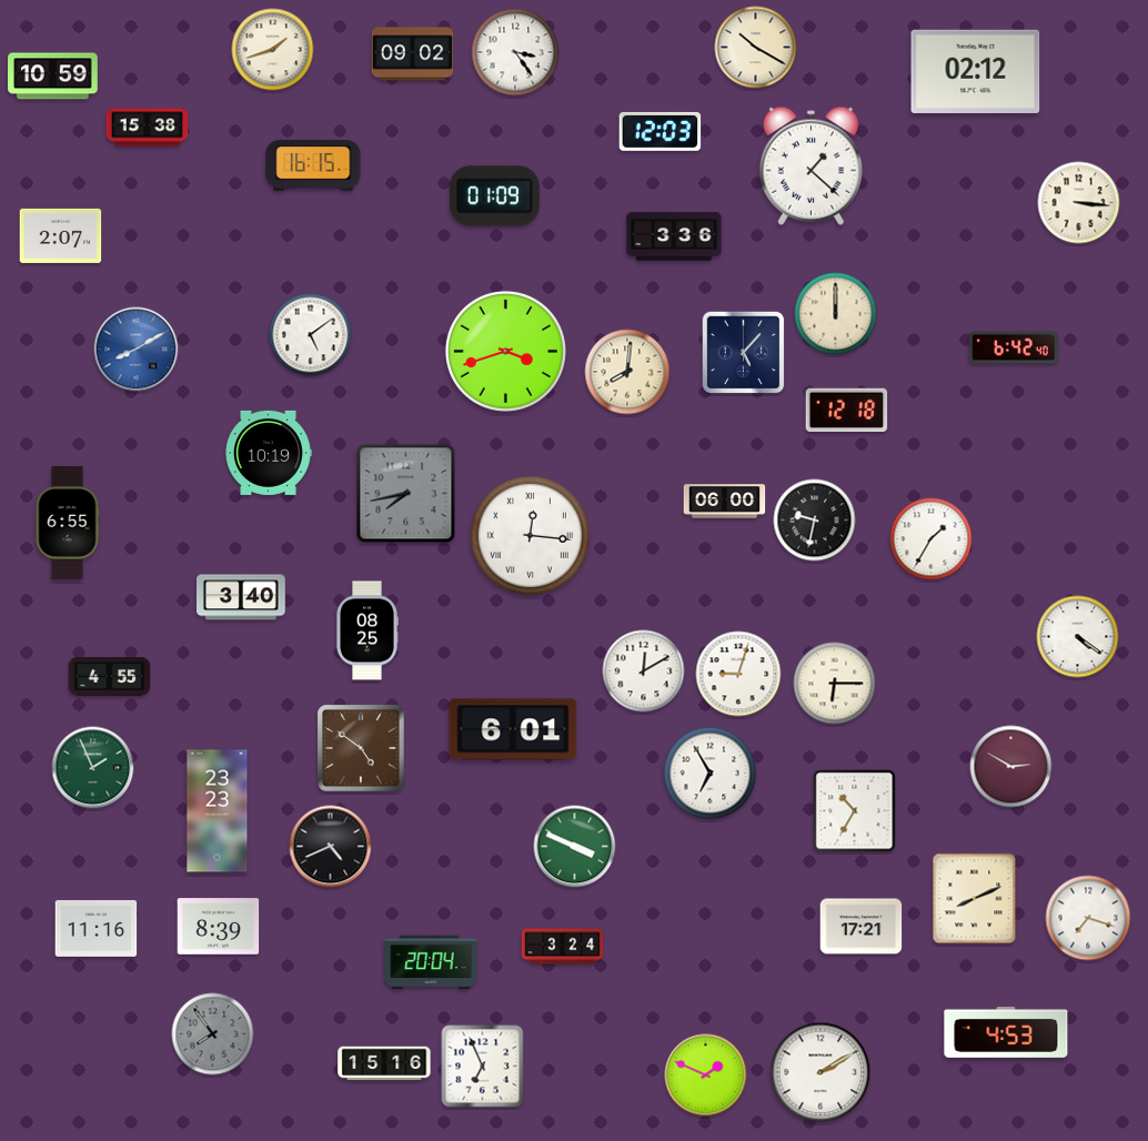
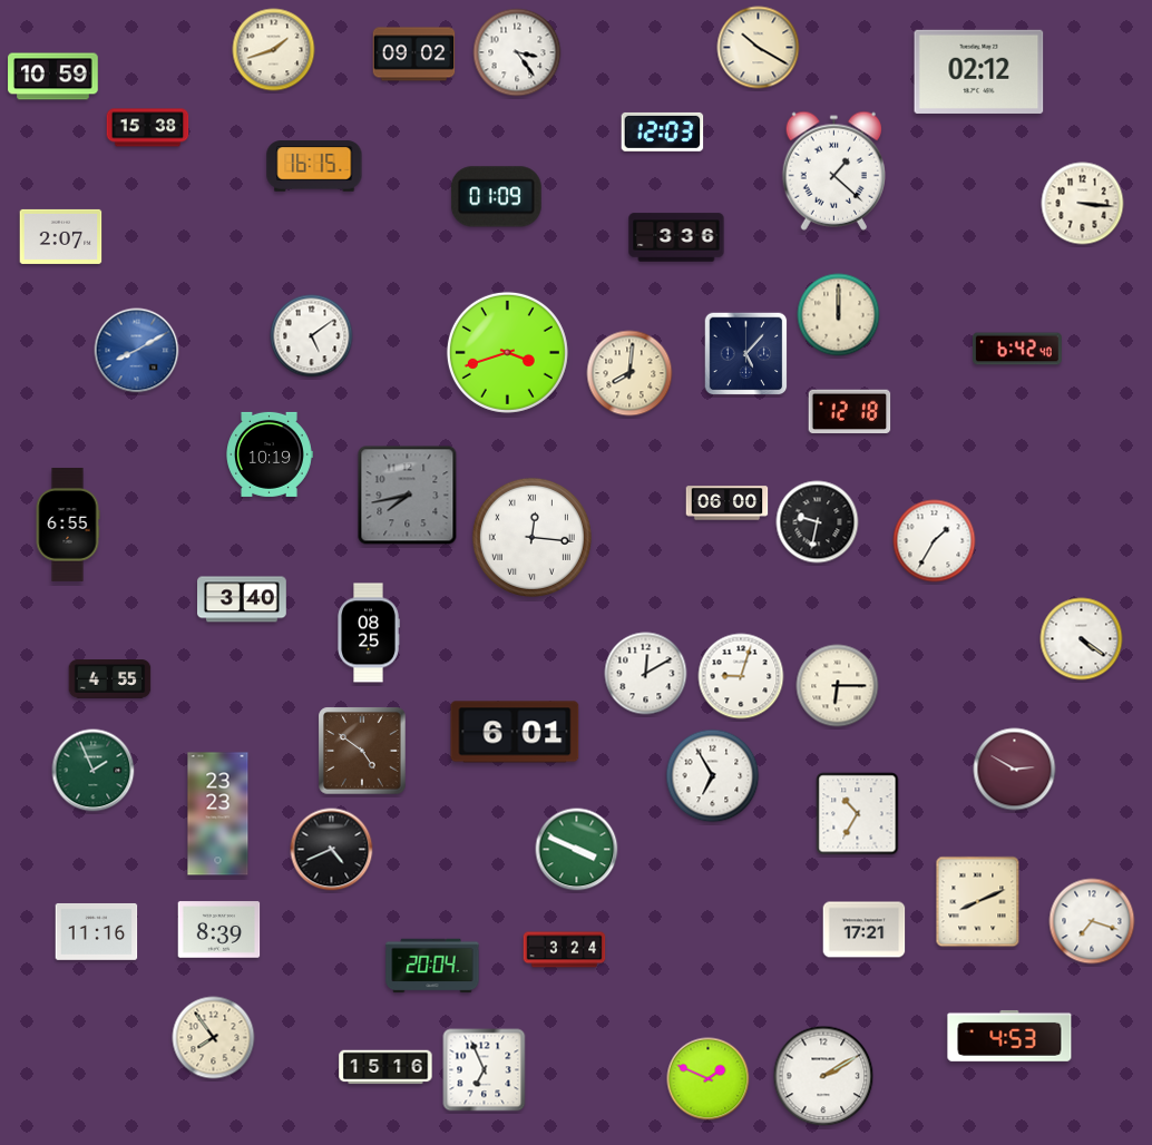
clock at (810, 165) position: (810, 165) -> (833, 170)
clock at (213, 1034) dial: grey -> cream
